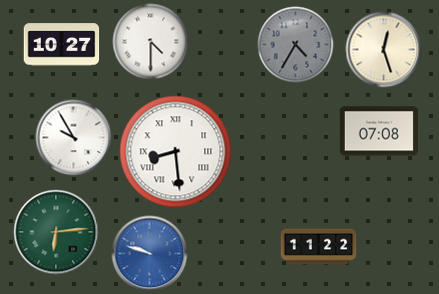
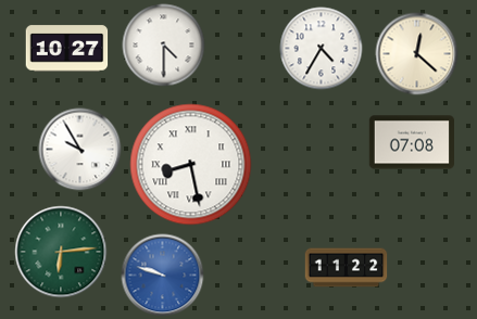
clock at (296, 45) dial: grey -> white
clock at (384, 50): 12:27 -> 12:22
clock at (176, 152): 8:29 -> 8:28
